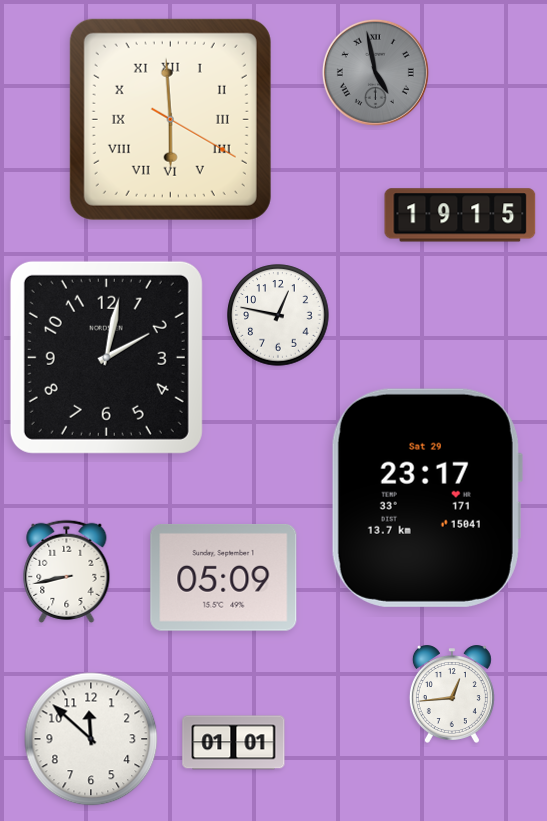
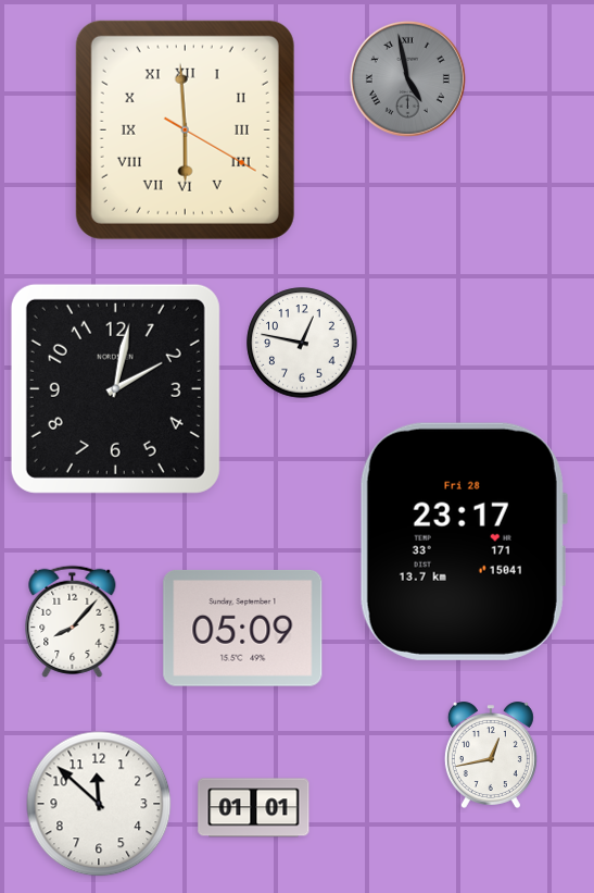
clock at (460, 215): 19:15 -> none
clock at (427, 498) date: Sat 29 -> Fri 28
clock at (67, 571): 8:43 -> 8:07
clock at (452, 694): 12:44 -> 12:43
